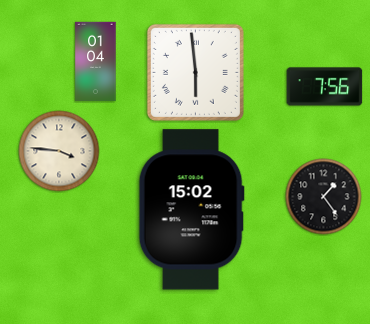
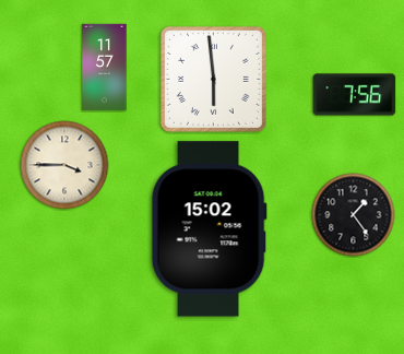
clock at (96, 62): 01:04 -> 11:57
clock at (59, 151): 3:46 -> 3:45
